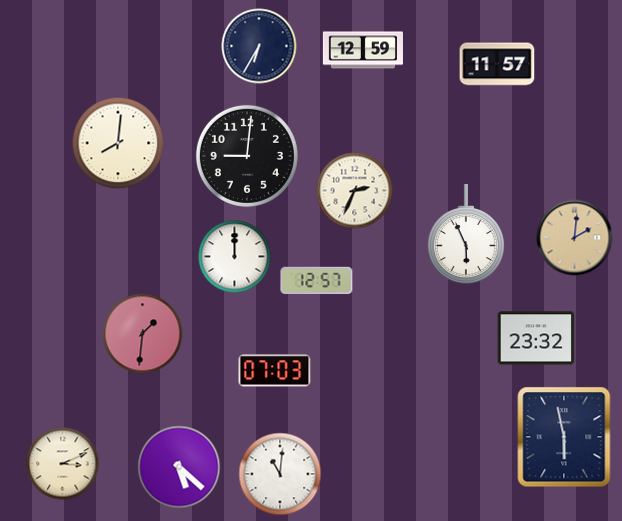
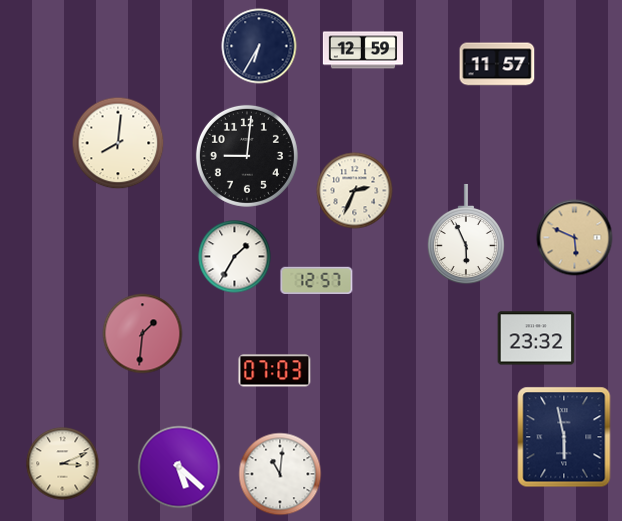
clock at (575, 238): 2:01 -> 5:49
clock at (235, 257): 12:00 -> 1:35
